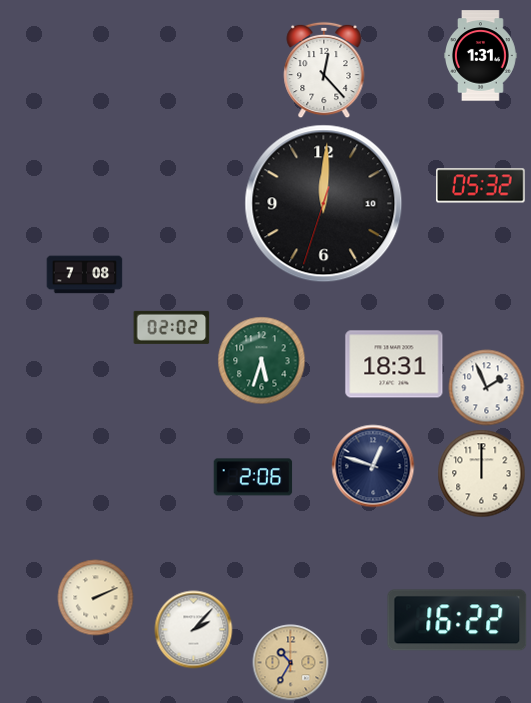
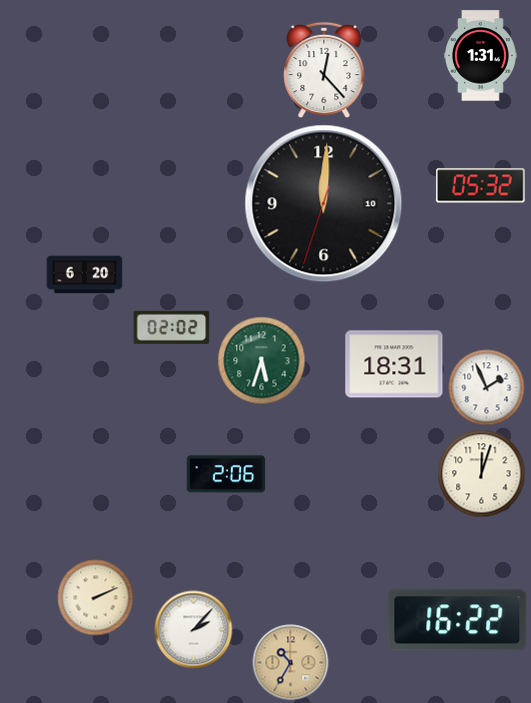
clock at (85, 275): 7:08 -> 6:20
clock at (373, 466): 12:48 -> none
clock at (482, 474): 12:00 -> 12:03
clock at (253, 477) position: (253, 477) -> (226, 474)
